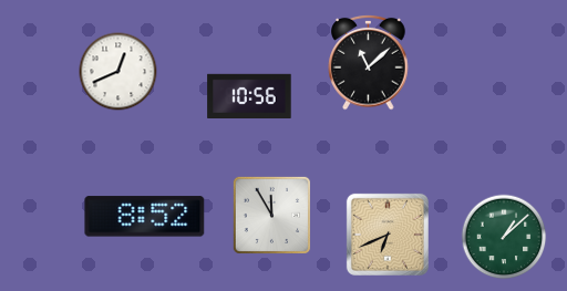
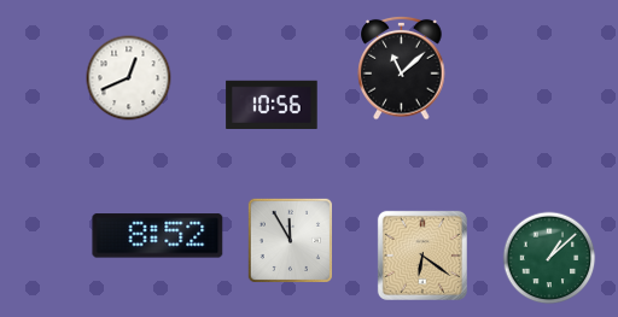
clock at (271, 215) position: (271, 215) -> (290, 240)
clock at (388, 235): 6:41 -> 6:21
